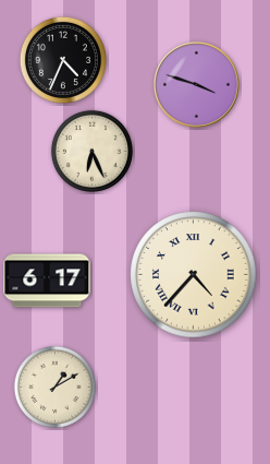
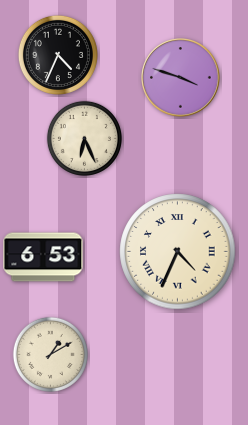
clock at (194, 275): 4:37 -> 4:34
clock at (47, 281): 6:17 -> 6:53
